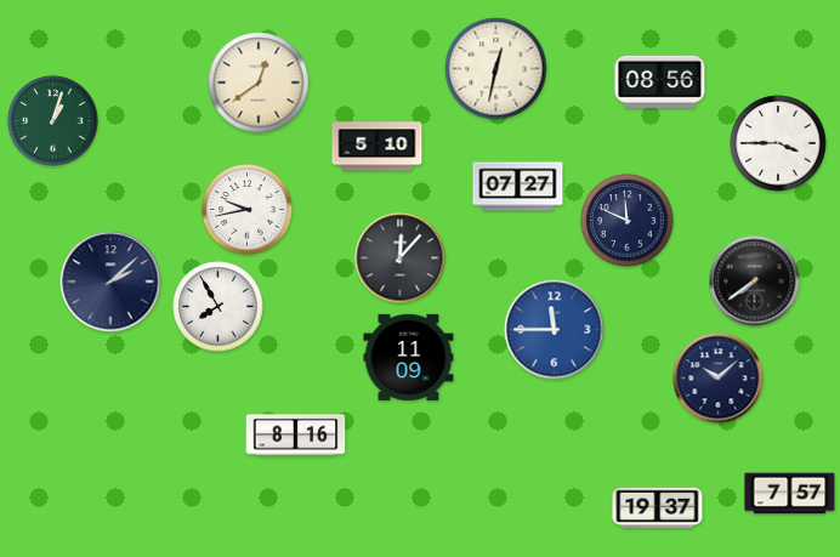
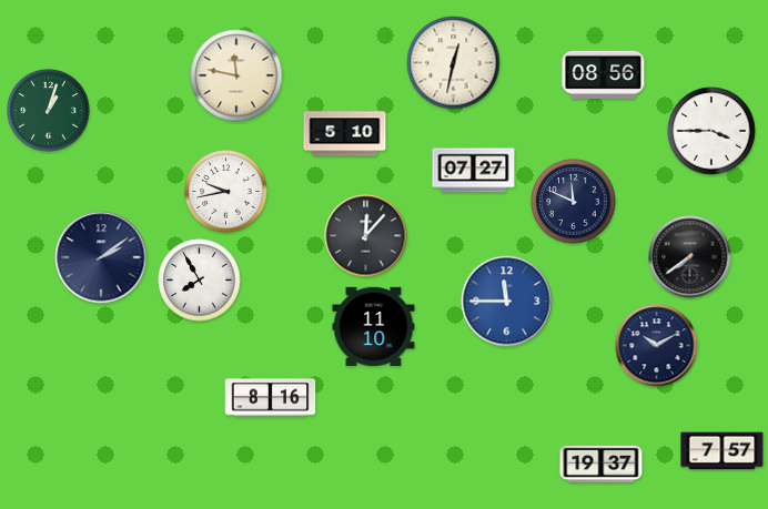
clock at (259, 83): 12:39 -> 11:47
clock at (110, 282): 2:08 -> 2:09
clock at (409, 357): 11:09 -> 11:10
clock at (719, 379): 10:08 -> 10:10
